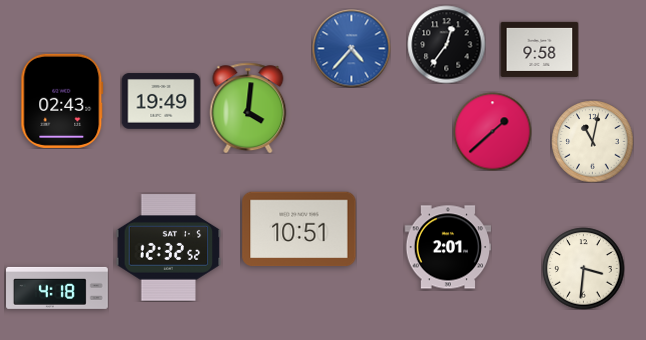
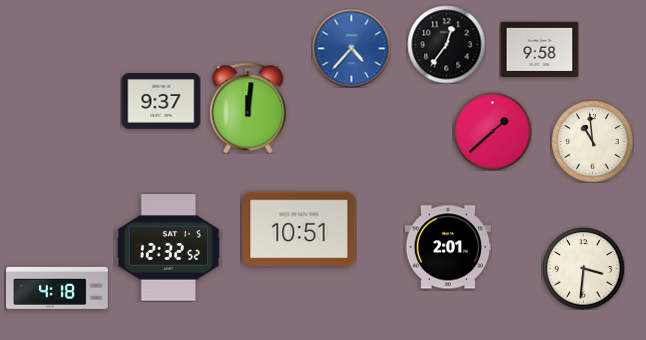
clock at (62, 101): 02:43 -> none
clock at (161, 101): 19:49 -> 9:37
clock at (248, 108): 4:01 -> 12:01
clock at (592, 141): 11:02 -> 10:59
